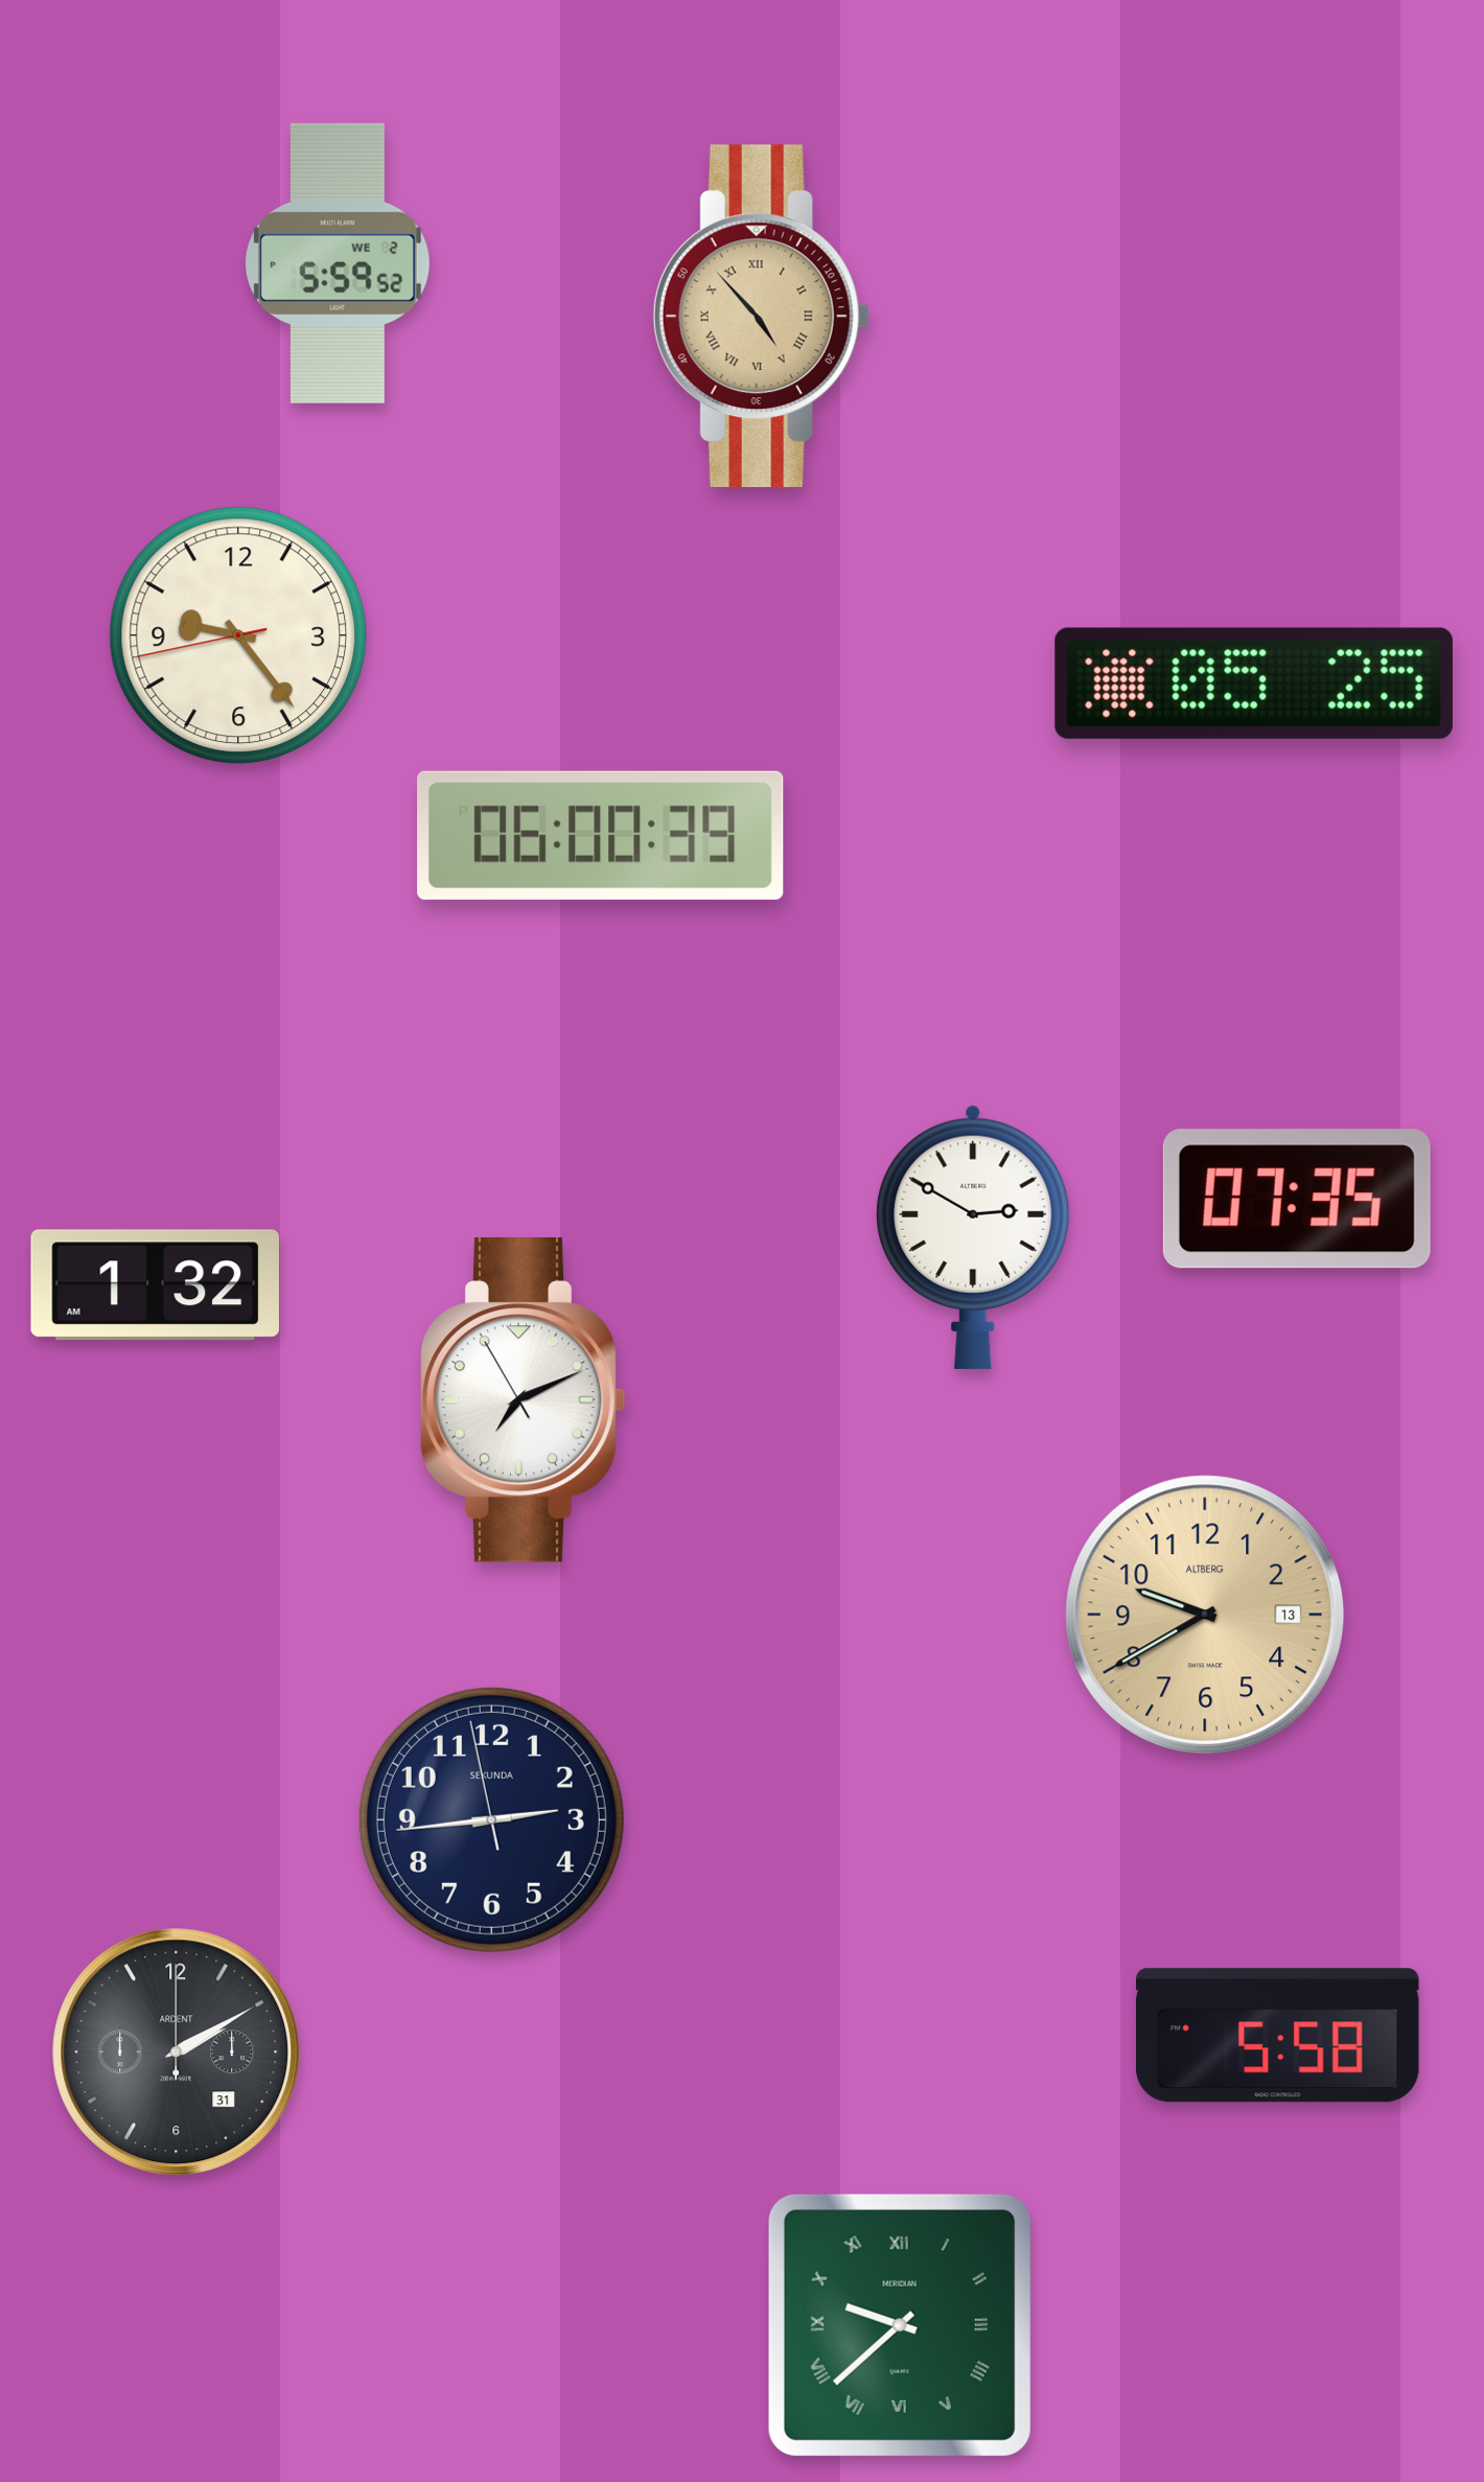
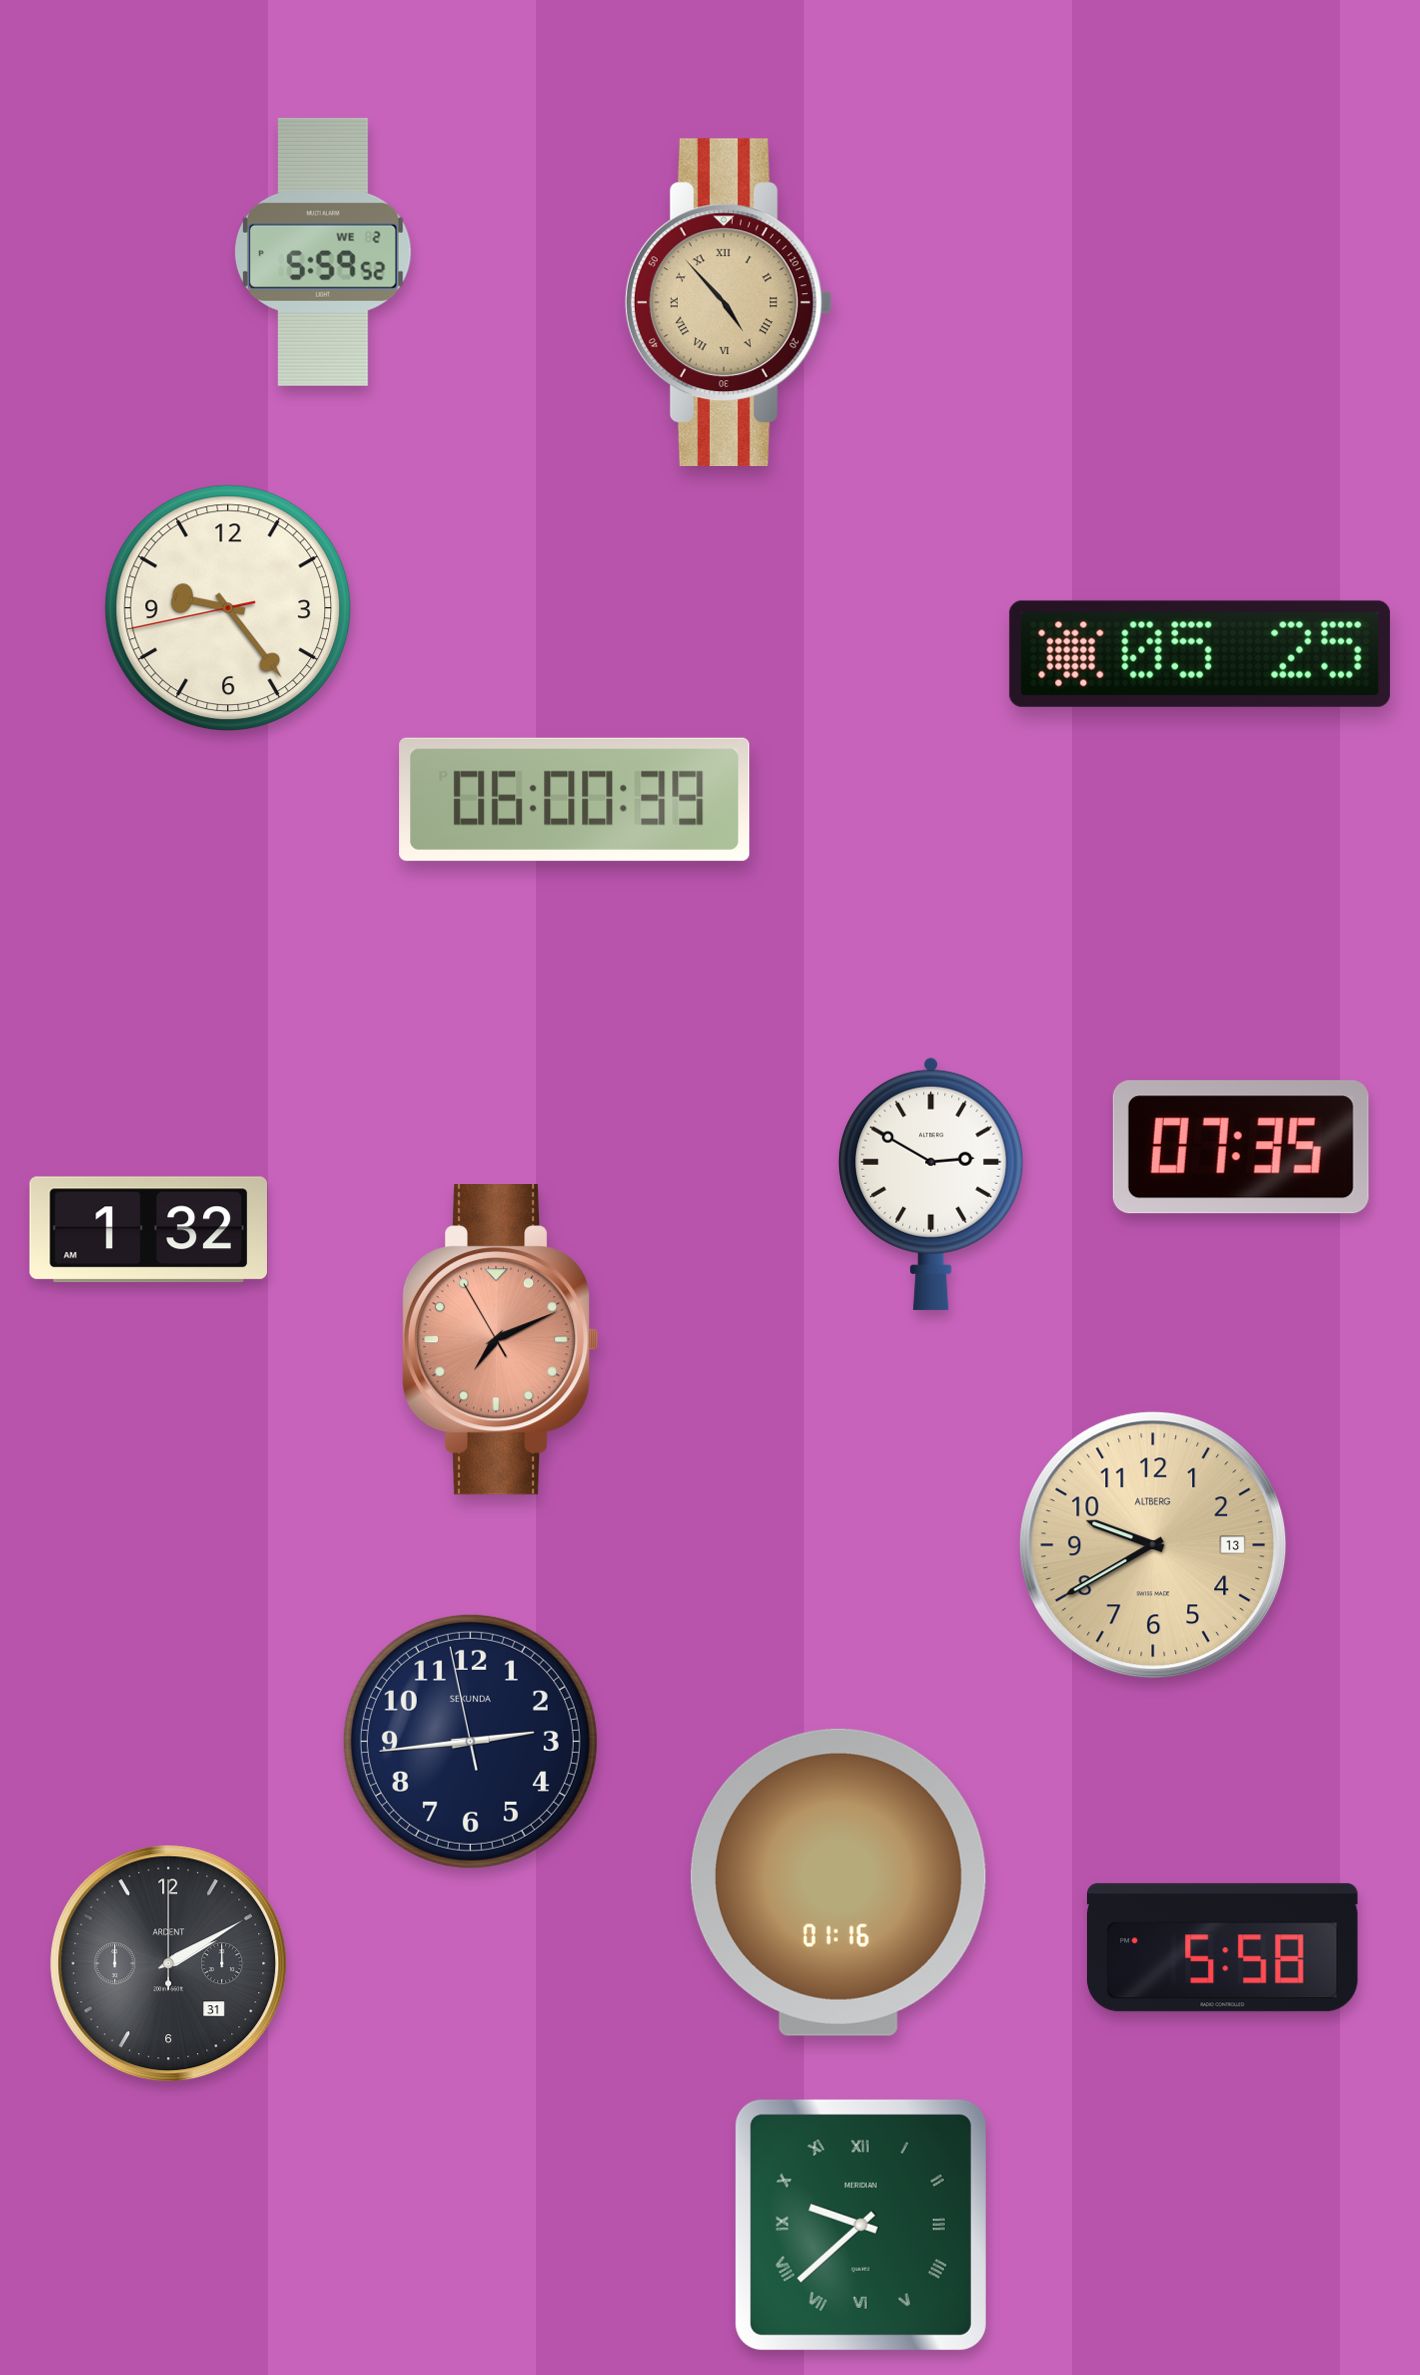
clock at (523, 1400) dial: white -> salmon
clock at (838, 1882): none -> 01:16
